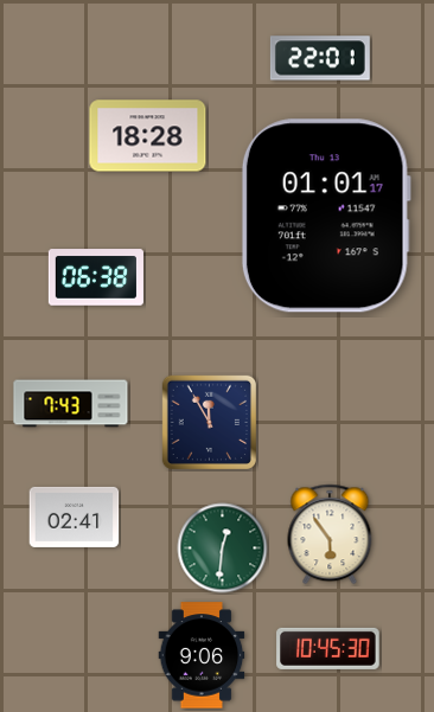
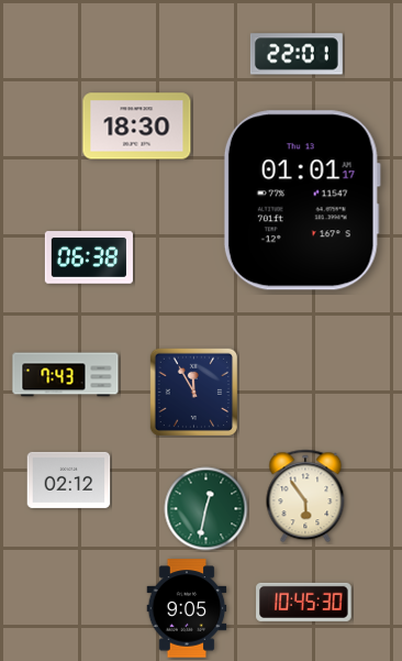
clock at (148, 136): 18:28 -> 18:30
clock at (75, 517): 02:41 -> 02:12
clock at (223, 549): 12:31 -> 12:32
clock at (202, 655): 9:06 -> 9:05
